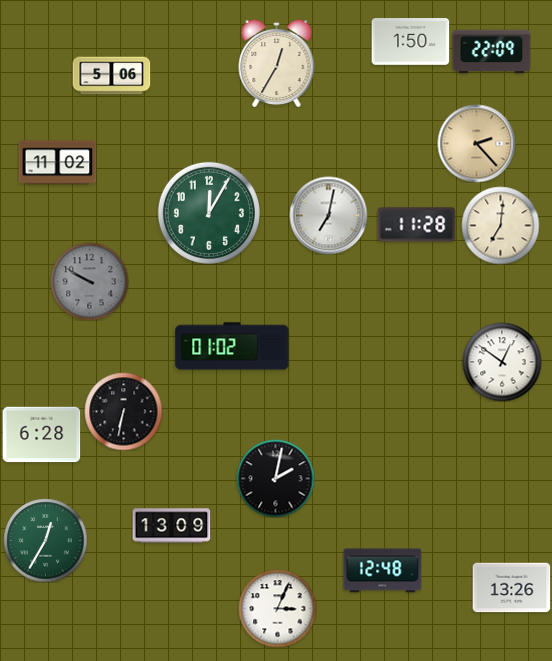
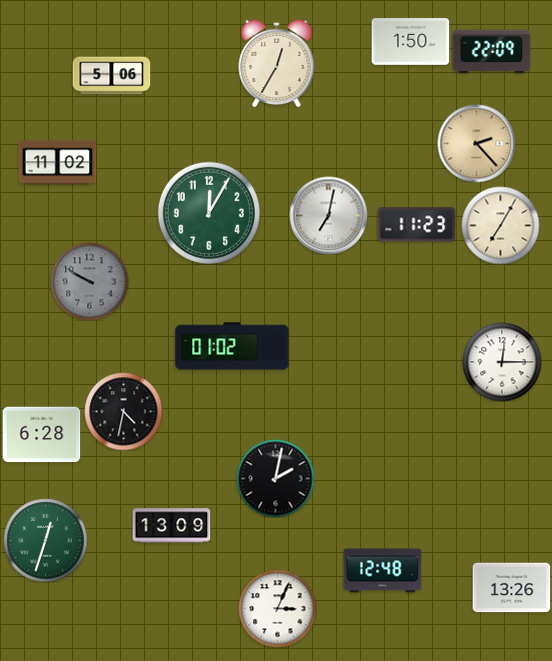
clock at (416, 225): 11:28 -> 11:23
clock at (500, 225): 7:01 -> 7:05
clock at (502, 362): 12:51 -> 12:15
clock at (123, 411): 6:32 -> 4:32
clock at (45, 540): 12:35 -> 12:33
